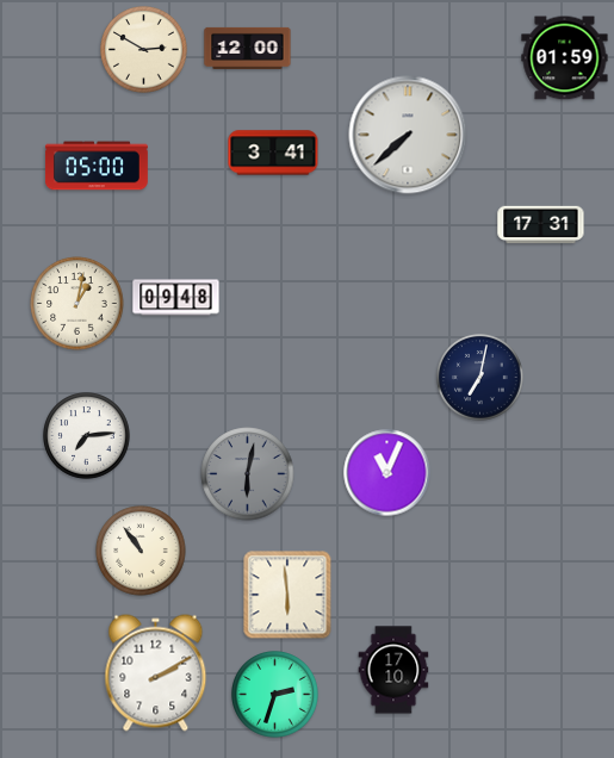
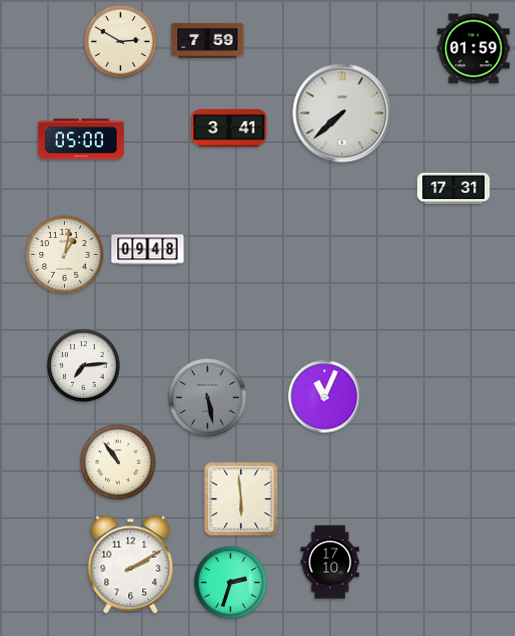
clock at (248, 48): 12:00 -> 7:59
clock at (480, 378): 7:02 -> none
clock at (87, 436) position: (87, 436) -> (84, 366)
clock at (248, 474): 6:02 -> 5:28
